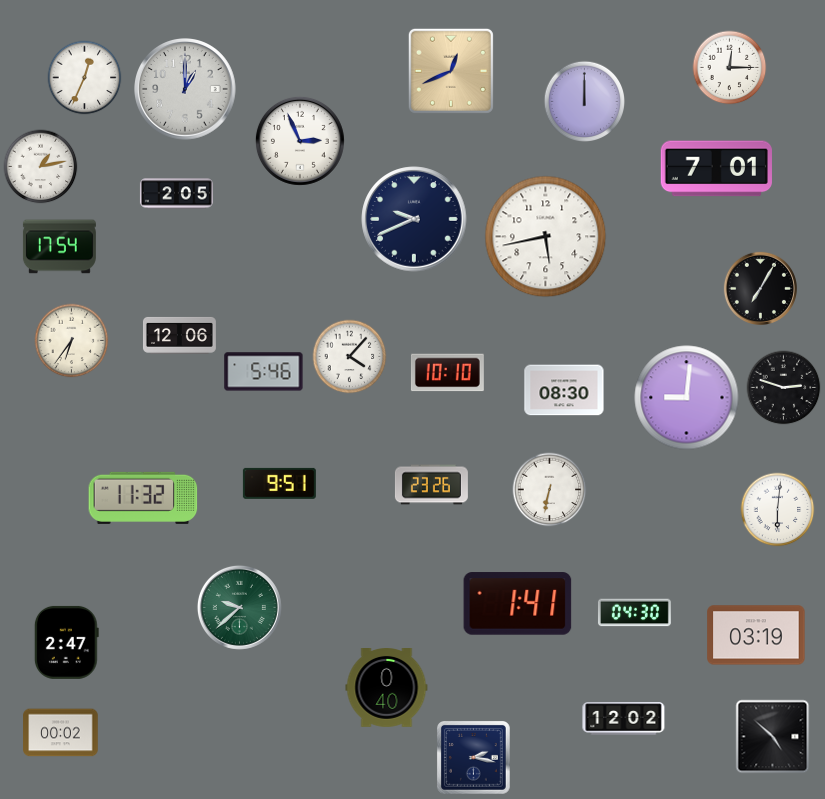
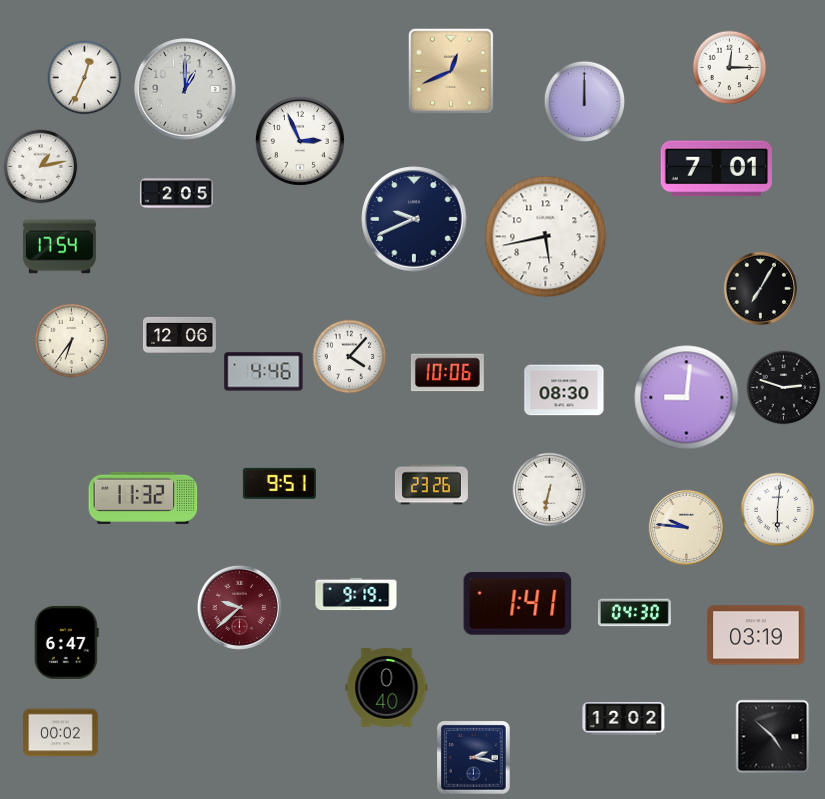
clock at (264, 372): 5:46 -> 4:46
clock at (447, 373): 10:10 -> 10:06
clock at (686, 527): none -> 9:46
clock at (356, 594): none -> 9:19
clock at (239, 607) dial: green -> burgundy
clock at (66, 642): 2:47 -> 6:47
